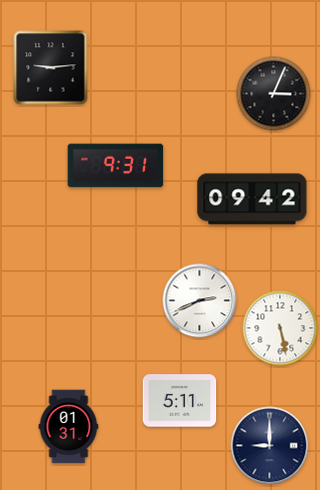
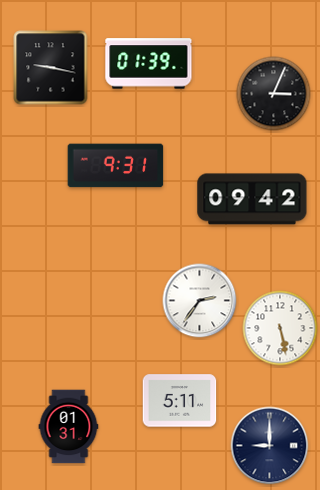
clock at (149, 64): none -> 01:39
clock at (51, 68): 9:14 -> 9:17
clock at (200, 301): 2:41 -> 2:36
